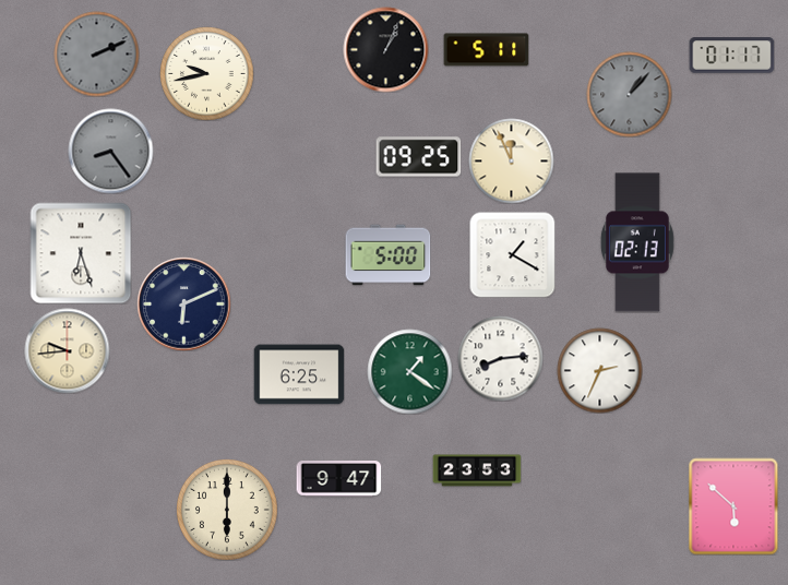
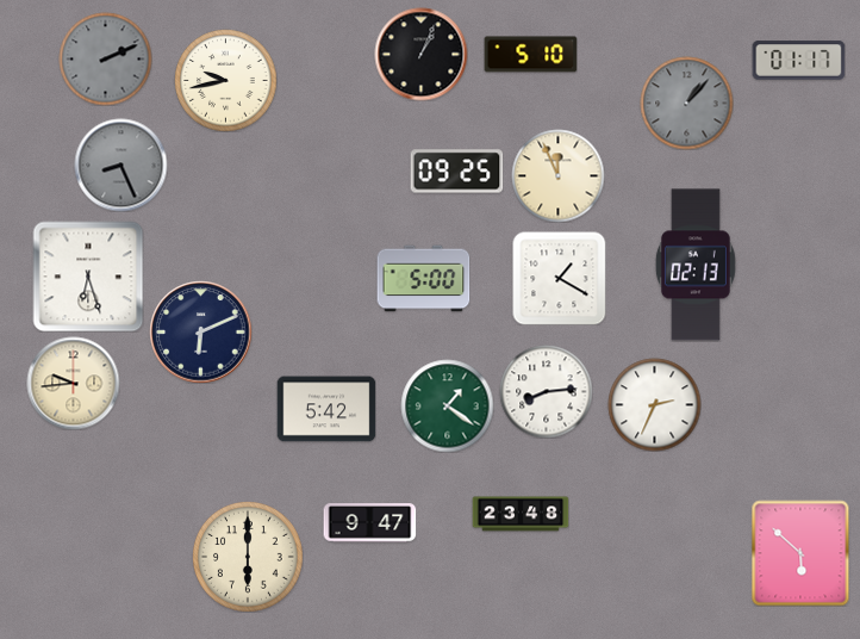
clock at (486, 50): 5:11 -> 5:10
clock at (110, 151): 8:24 -> 8:26
clock at (299, 374): 6:25 -> 5:42
clock at (477, 470): 23:53 -> 23:48
